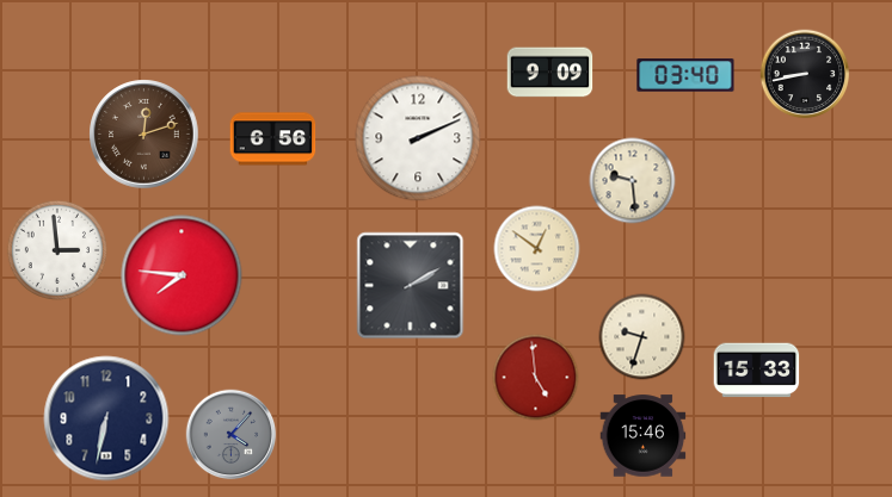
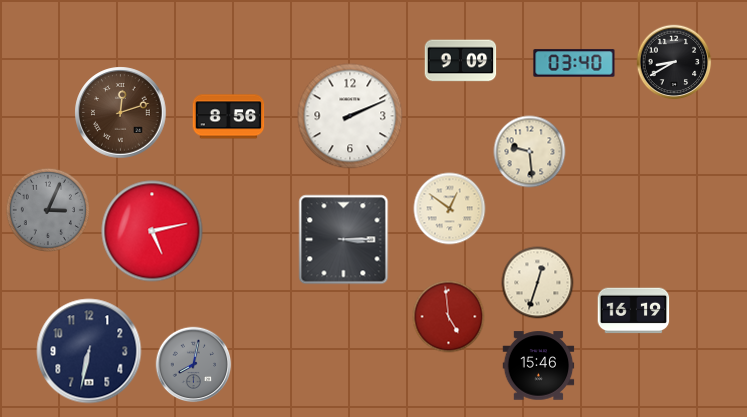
clock at (805, 74): 8:43 -> 8:40
clock at (273, 139): 6:56 -> 8:56
clock at (57, 250): 2:59 -> 3:04
clock at (57, 250) dial: white -> grey
clock at (182, 275): 7:46 -> 5:13
clock at (411, 286): 2:10 -> 3:15
clock at (642, 337): 9:33 -> 12:33
clock at (757, 371): 15:33 -> 16:19
clock at (232, 435): 4:07 -> 8:02
